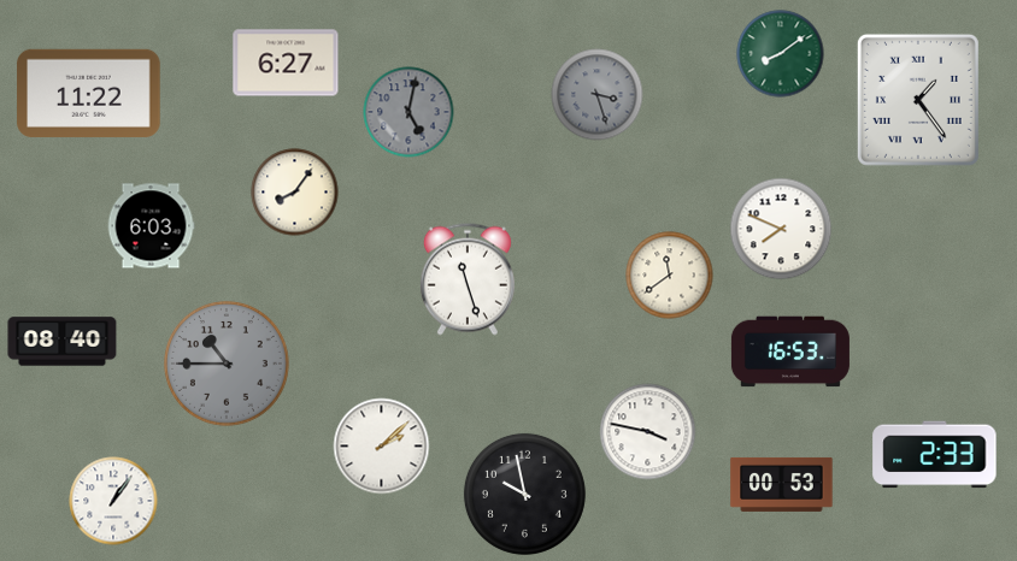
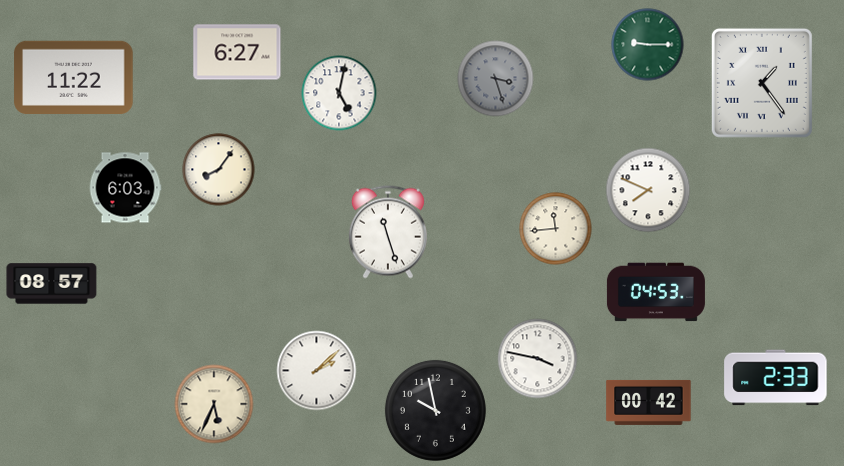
clock at (781, 54): 8:09 -> 9:15
clock at (408, 112) dial: grey -> white
clock at (295, 193) position: (295, 193) -> (219, 170)
clock at (670, 276): 11:39 -> 11:44
clock at (63, 342): 08:40 -> 08:57
clock at (790, 352): 16:53 -> 04:53
clock at (227, 364): 10:45 -> none
clock at (782, 484): 00:53 -> 00:42
clock at (214, 404): none -> 5:34
clock at (113, 501): 1:06 -> none
